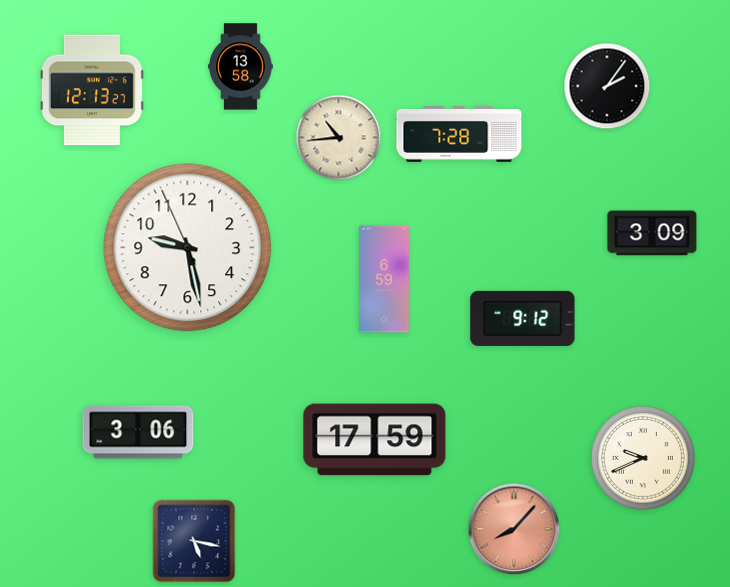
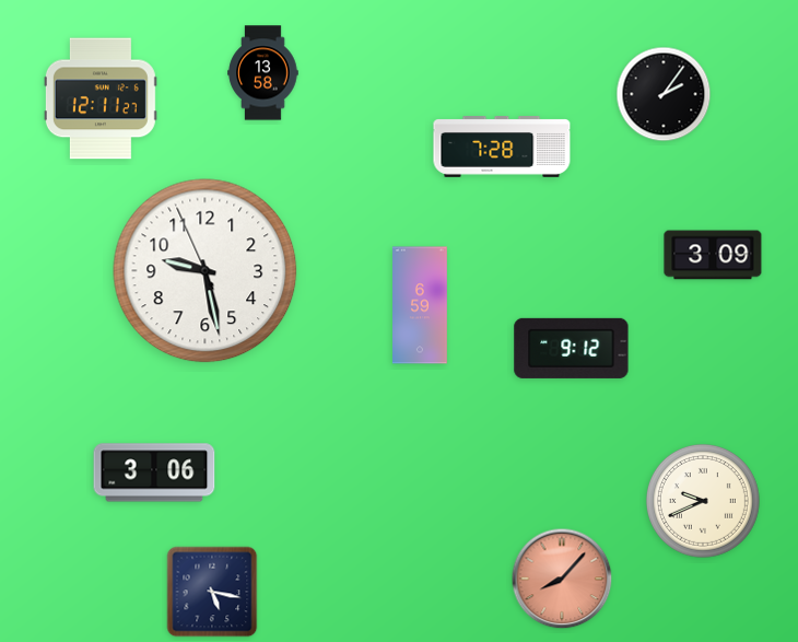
clock at (92, 90): 12:13 -> 12:11
clock at (339, 138): 10:44 -> none
clock at (138, 432) position: (138, 432) -> (154, 472)
clock at (375, 440): 17:59 -> none
